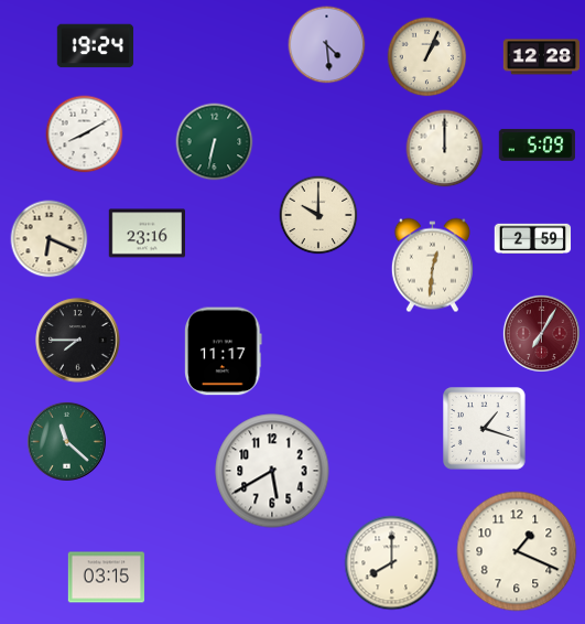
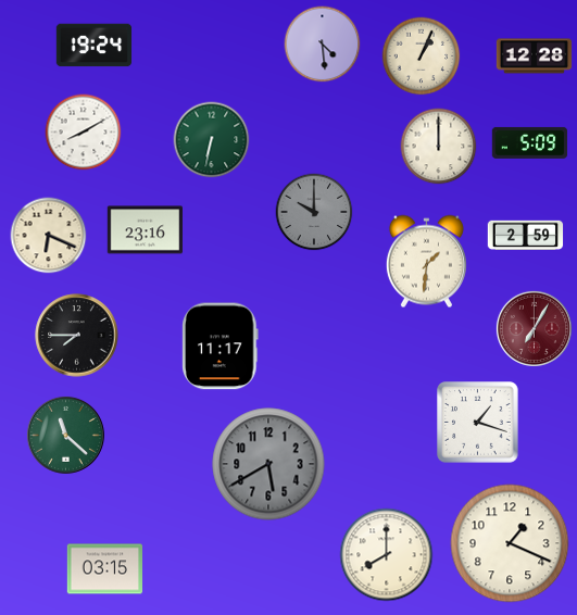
clock at (318, 215) dial: cream -> grey
clock at (432, 266): 12:31 -> 1:31
clock at (272, 471) dial: white -> grey
